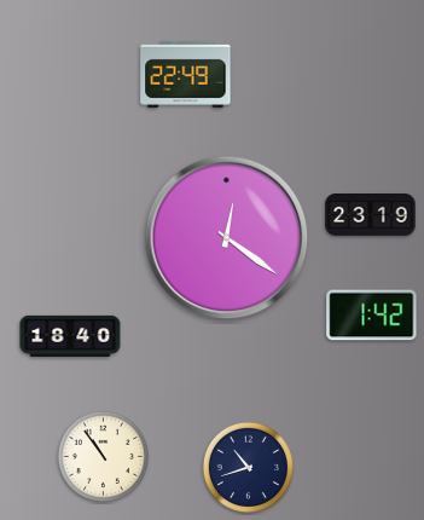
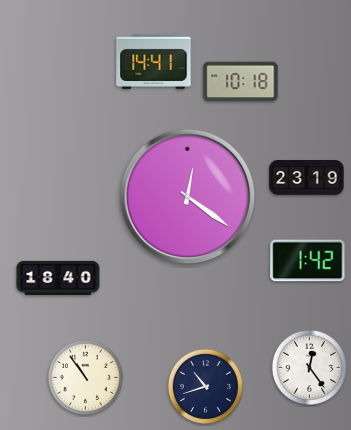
clock at (186, 74): 22:49 -> 14:41
clock at (241, 82): none -> 10:18
clock at (309, 367): none -> 12:24
